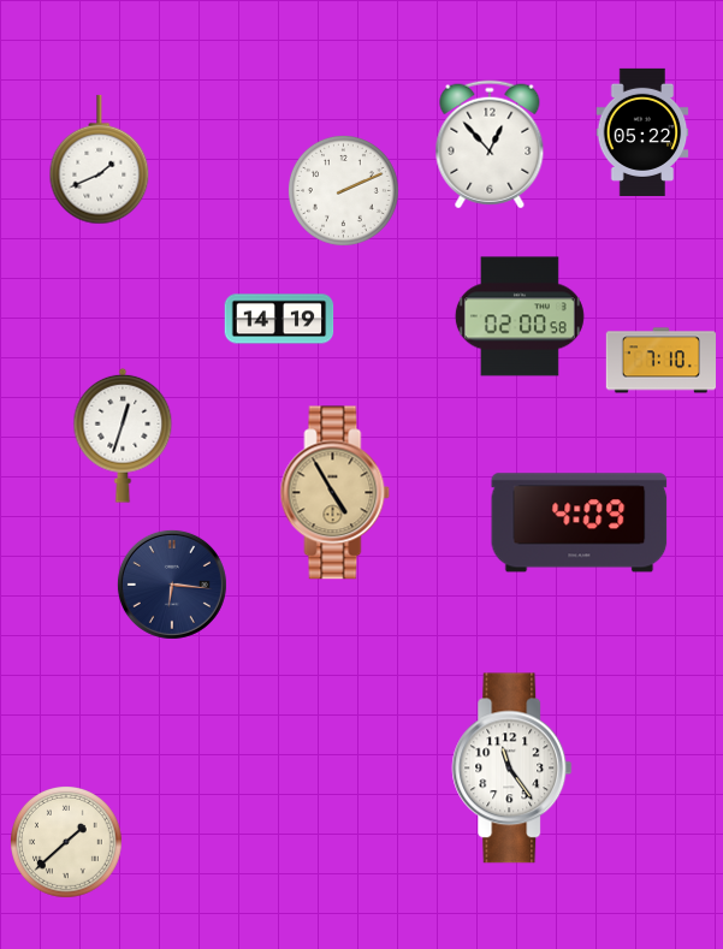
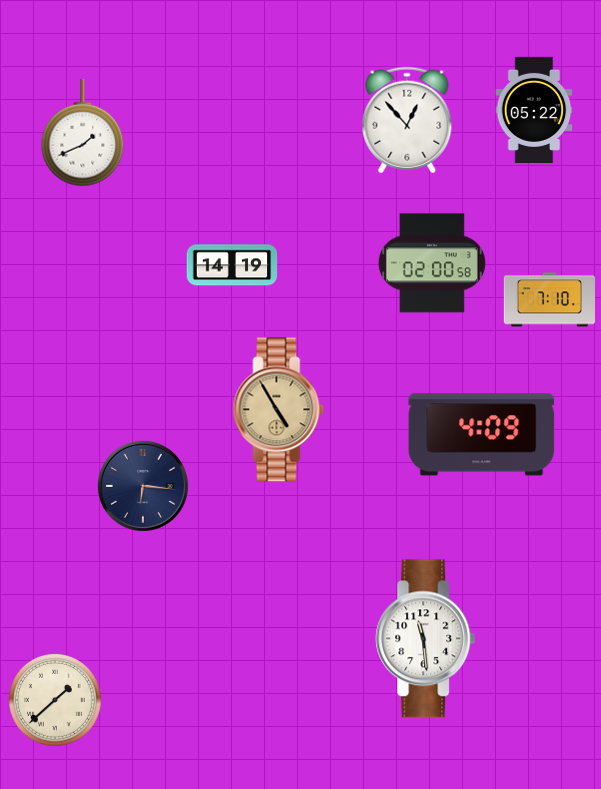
clock at (343, 190): 2:11 -> none
clock at (123, 435): 12:33 -> none
clock at (512, 769): 11:24 -> 11:29
